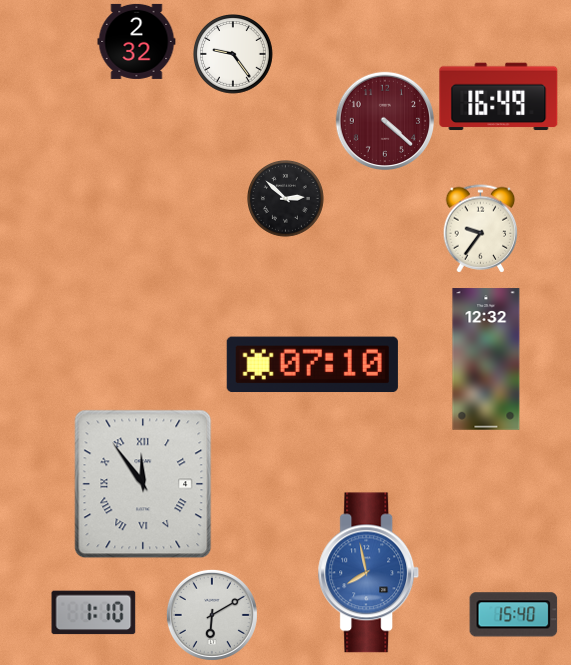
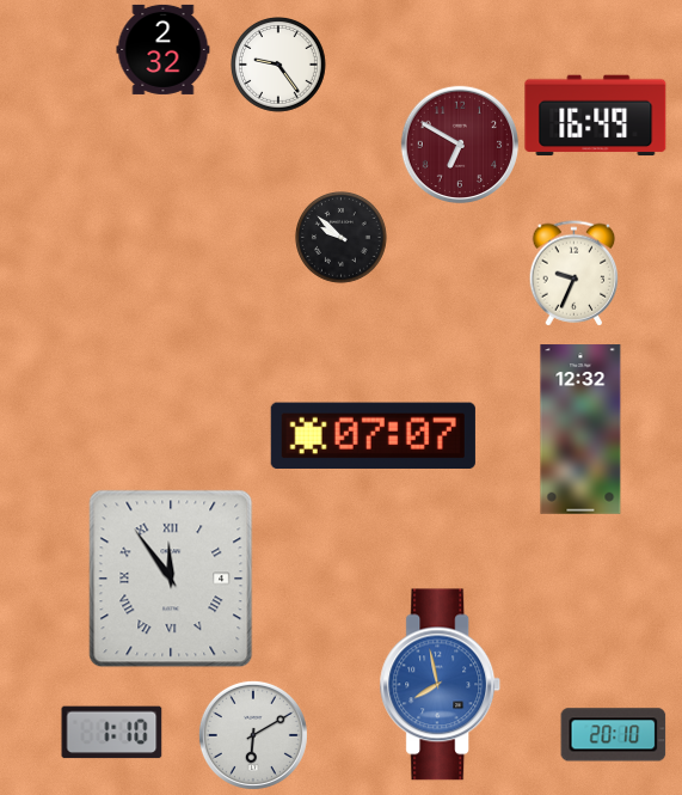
clock at (385, 121): 4:22 -> 6:50
clock at (286, 199): 2:52 -> 9:52
clock at (481, 229): 9:36 -> 9:34
clock at (312, 365): 07:10 -> 07:07
clock at (514, 615): 15:40 -> 20:10
